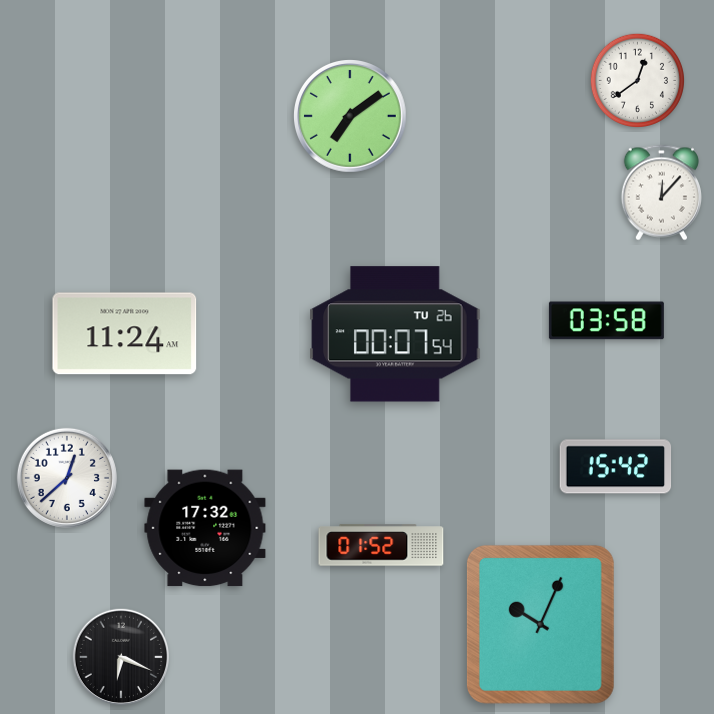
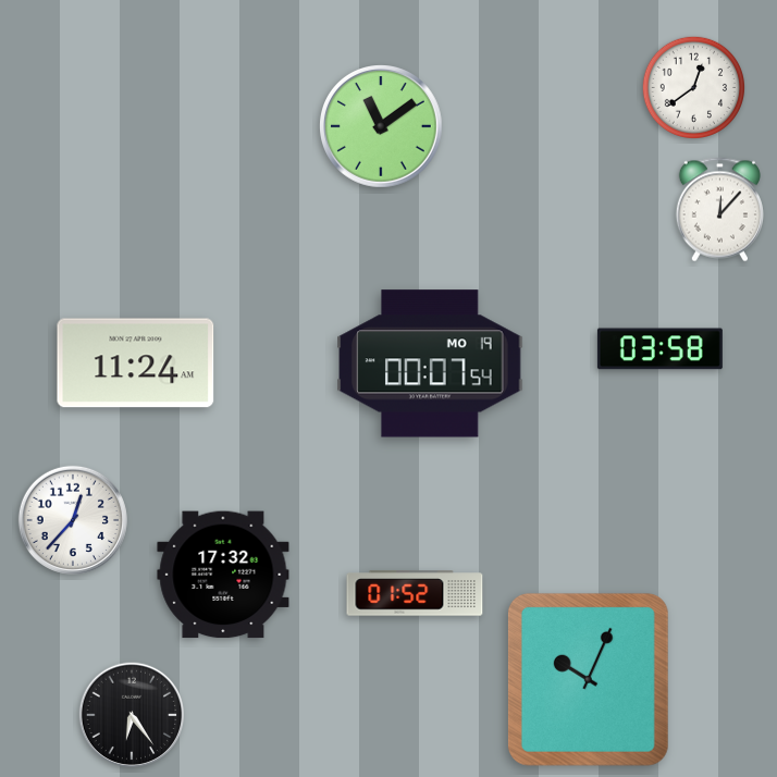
clock at (351, 117): 7:09 -> 11:09
clock at (395, 334) date: TU 26 -> MO 19
clock at (616, 467): 15:42 -> none
clock at (67, 478): 12:38 -> 12:37
clock at (120, 656): 6:19 -> 6:24
